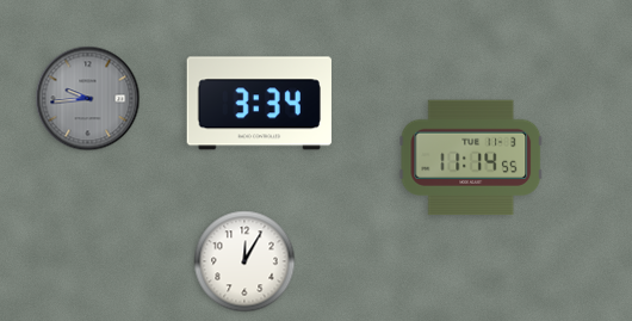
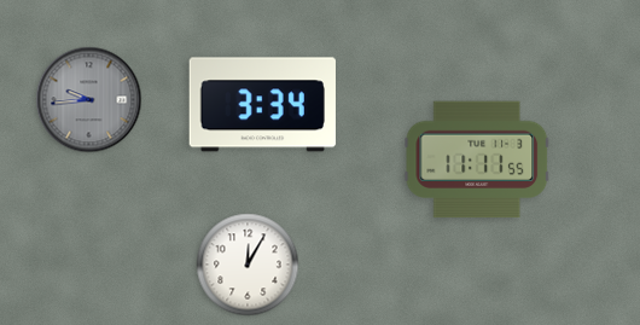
clock at (471, 158): 11:14 -> 11:11
